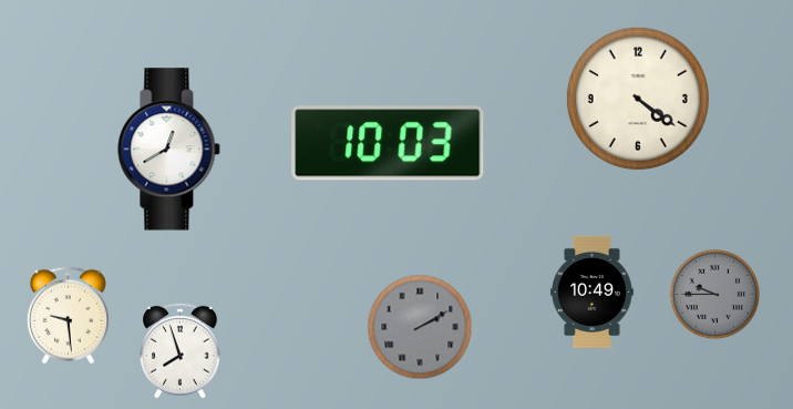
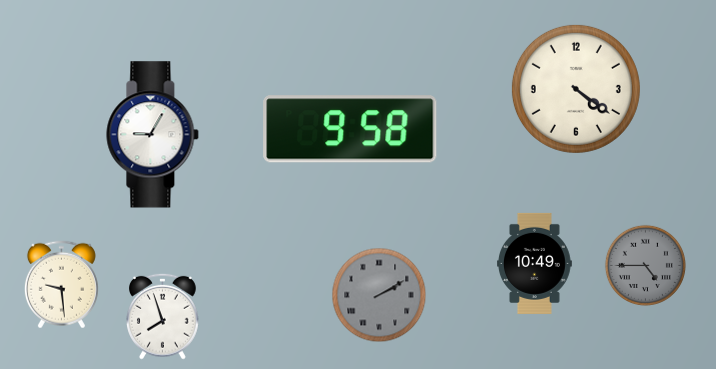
clock at (388, 143): 10:03 -> 9:58
clock at (169, 150): 12:40 -> 9:05
clock at (714, 294): 9:45 -> 4:45
